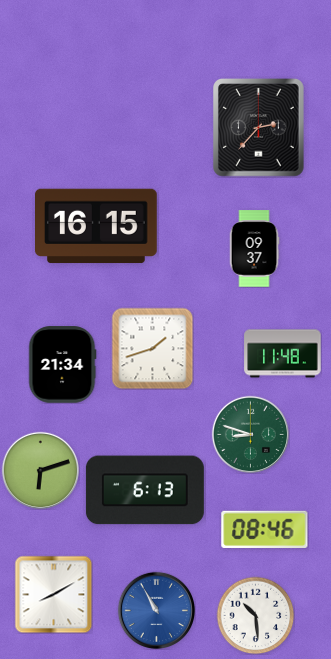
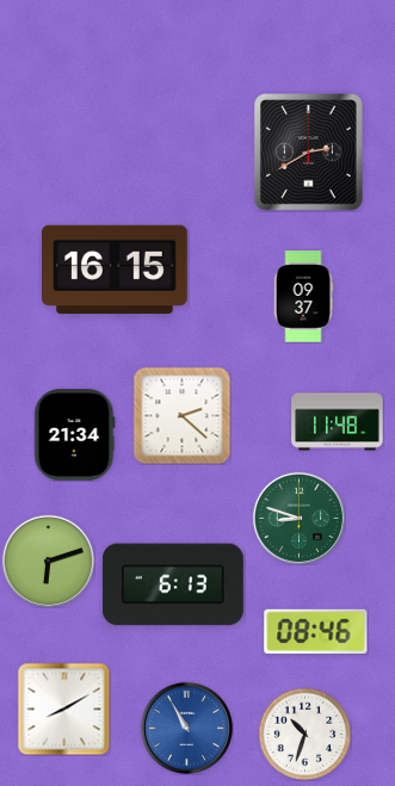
clock at (259, 128): 2:37 -> 2:40
clock at (152, 348): 1:42 -> 2:22
clock at (255, 615): 10:29 -> 10:33
